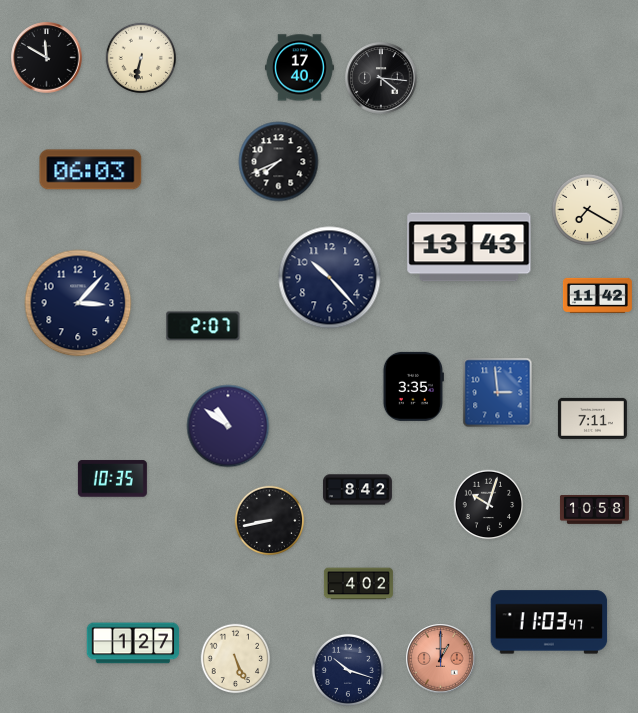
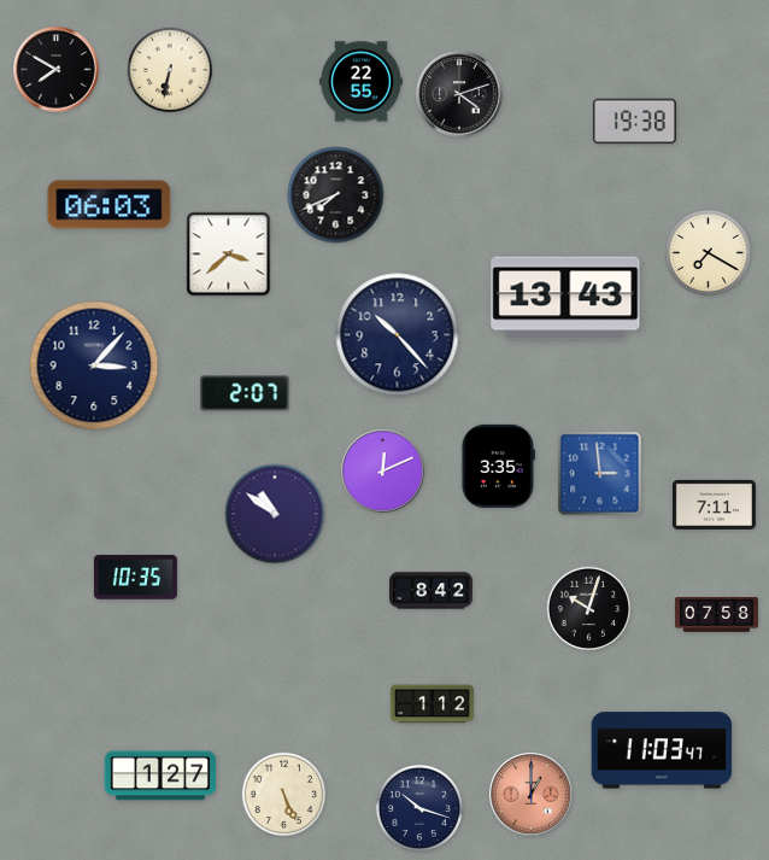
clock at (47, 58): 11:50 -> 7:50
clock at (299, 68): 17:40 -> 22:55
clock at (381, 78): 4:16 -> 4:12
clock at (634, 122): none -> 19:38
clock at (229, 255): none -> 3:38
clock at (597, 295): 11:42 -> none
clock at (383, 472): none -> 12:11
clock at (594, 510): 10:58 -> 07:58
clock at (270, 521): 8:43 -> none
clock at (358, 584): 4:02 -> 1:12
